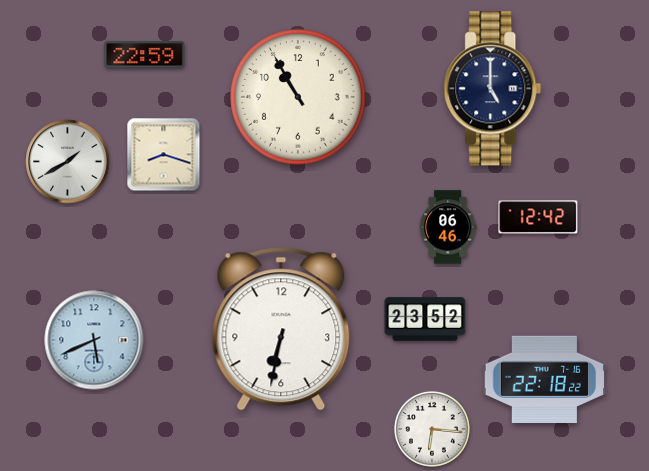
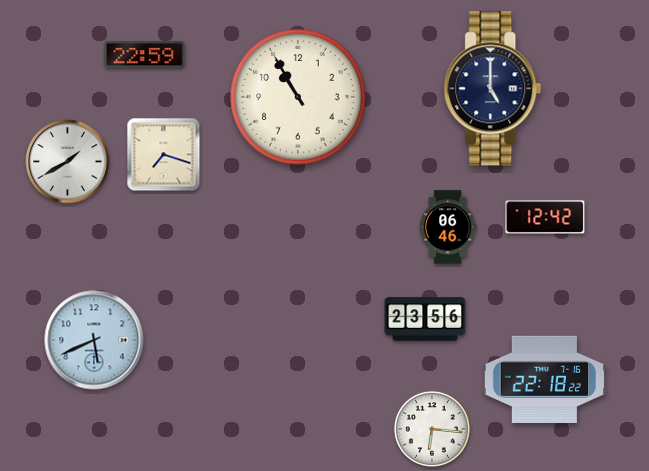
clock at (164, 155): 8:18 -> 7:18
clock at (538, 217) position: (538, 217) -> (545, 217)
clock at (425, 319): 23:52 -> 23:56
clock at (281, 329): 6:32 -> none
